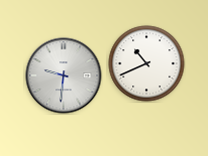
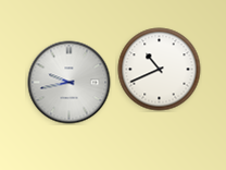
clock at (64, 76): 9:31 -> 9:43
